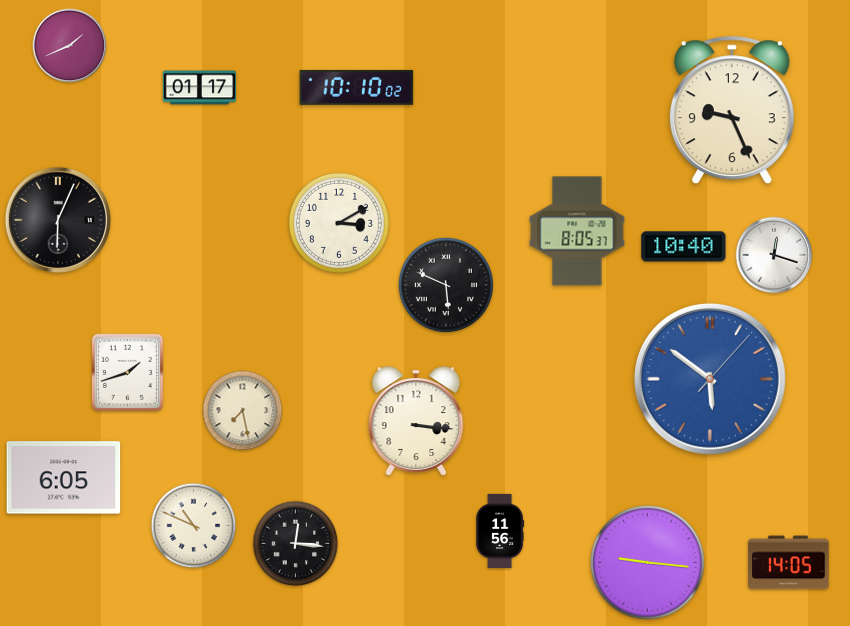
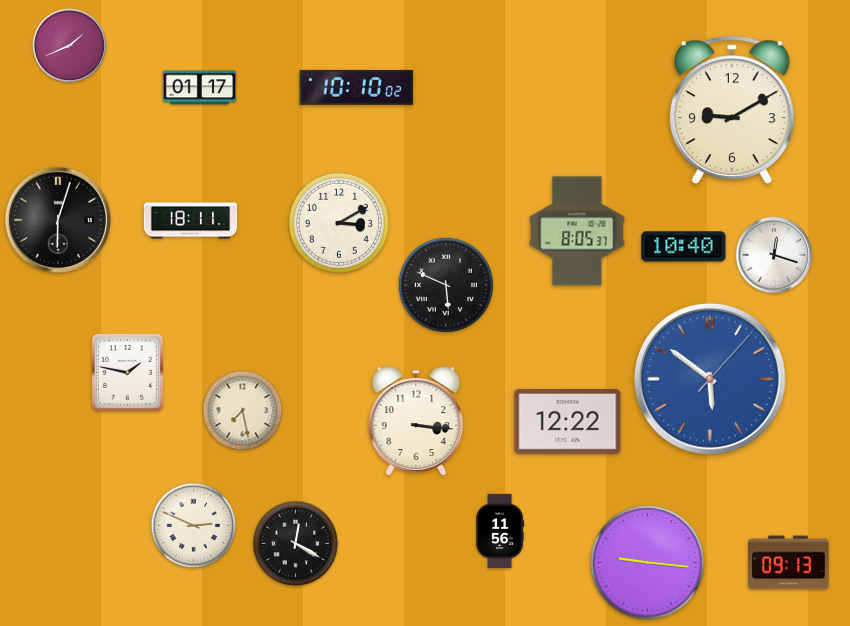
clock at (732, 109): 9:26 -> 9:10
clock at (58, 220): 6:04 -> 6:03
clock at (191, 221): none -> 18:11
clock at (127, 372): 1:42 -> 1:47
clock at (568, 422): none -> 12:22
clock at (64, 478): 6:05 -> none
clock at (194, 526): 10:49 -> 2:49
clock at (296, 544): 12:16 -> 12:20
clock at (789, 563): 14:05 -> 09:13
